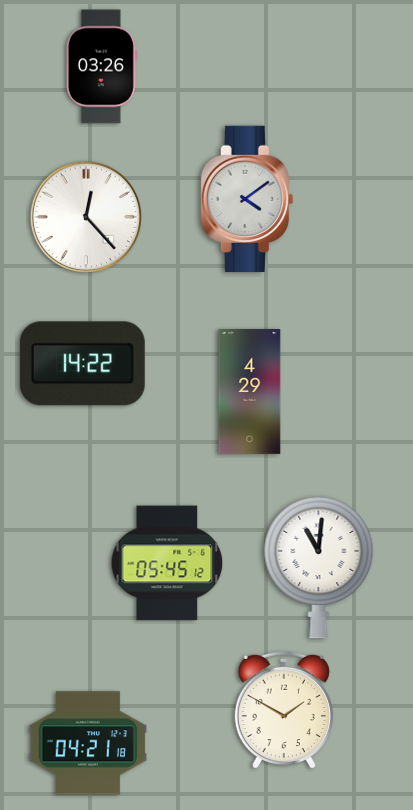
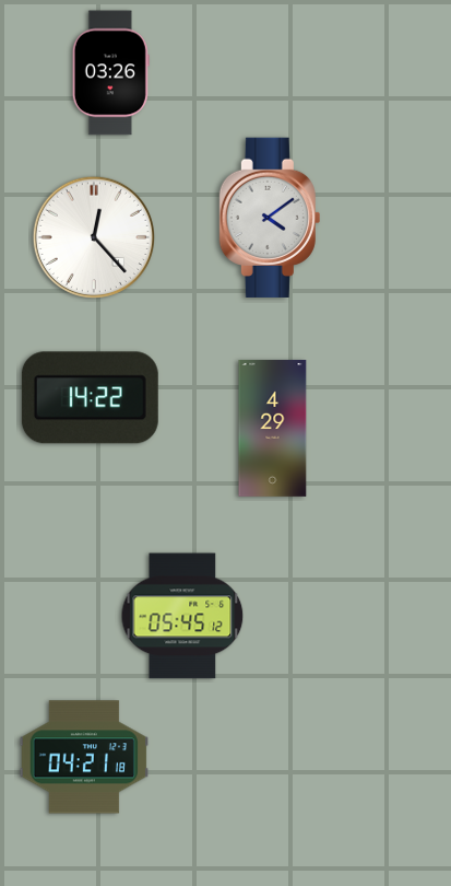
clock at (319, 567): 11:01 -> none
clock at (284, 710): 1:50 -> none
clock at (88, 743) position: (88, 743) -> (84, 757)
